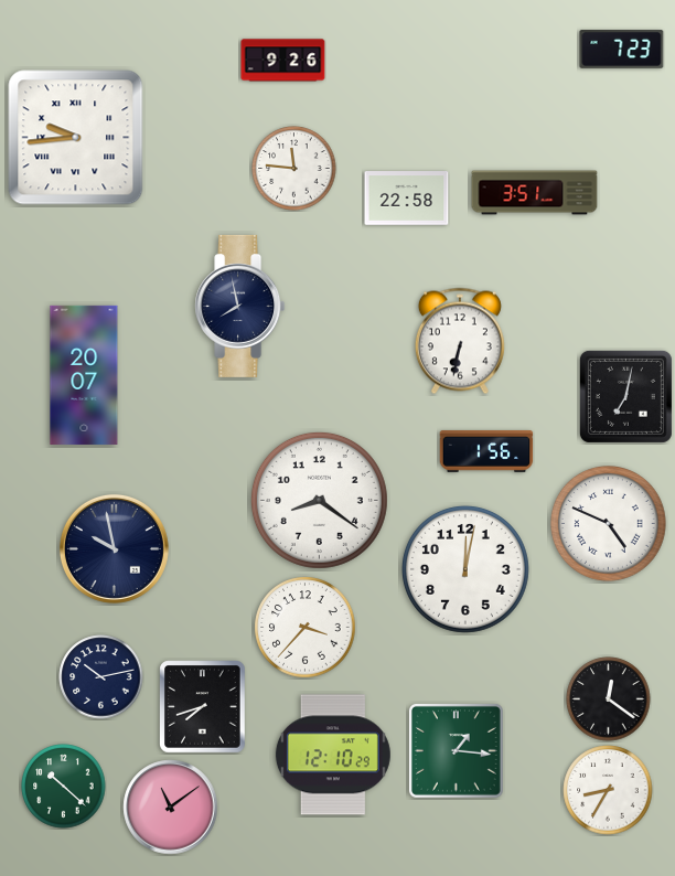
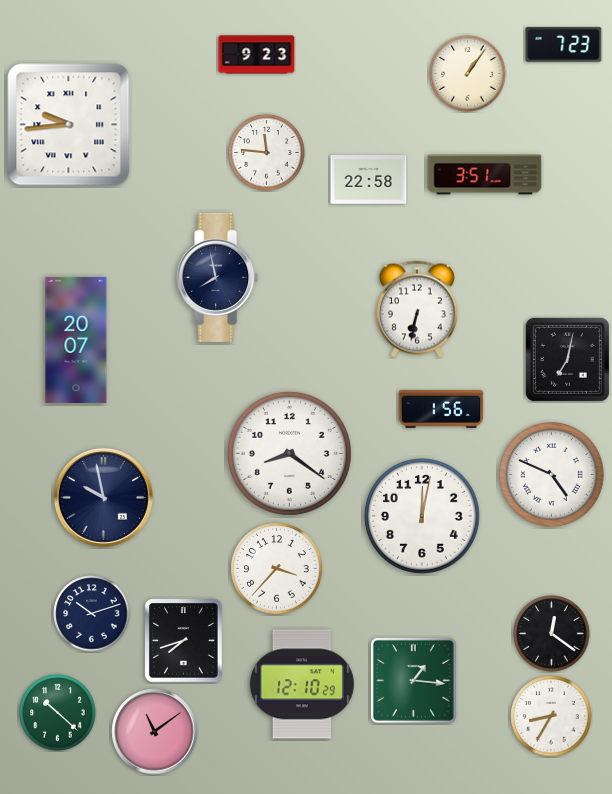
clock at (283, 61): 9:26 -> 9:23
clock at (468, 74): none -> 1:06
clock at (101, 677): 10:13 -> 10:12
